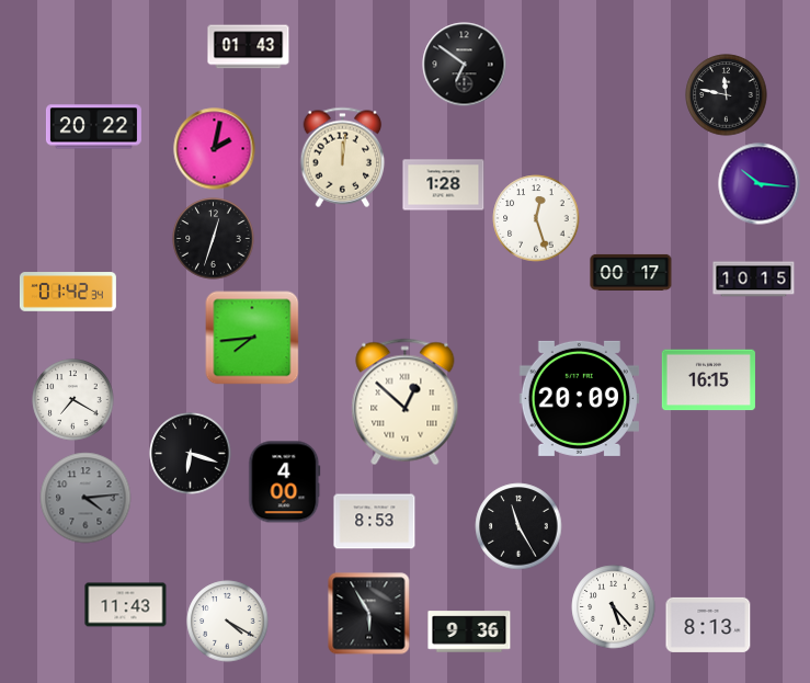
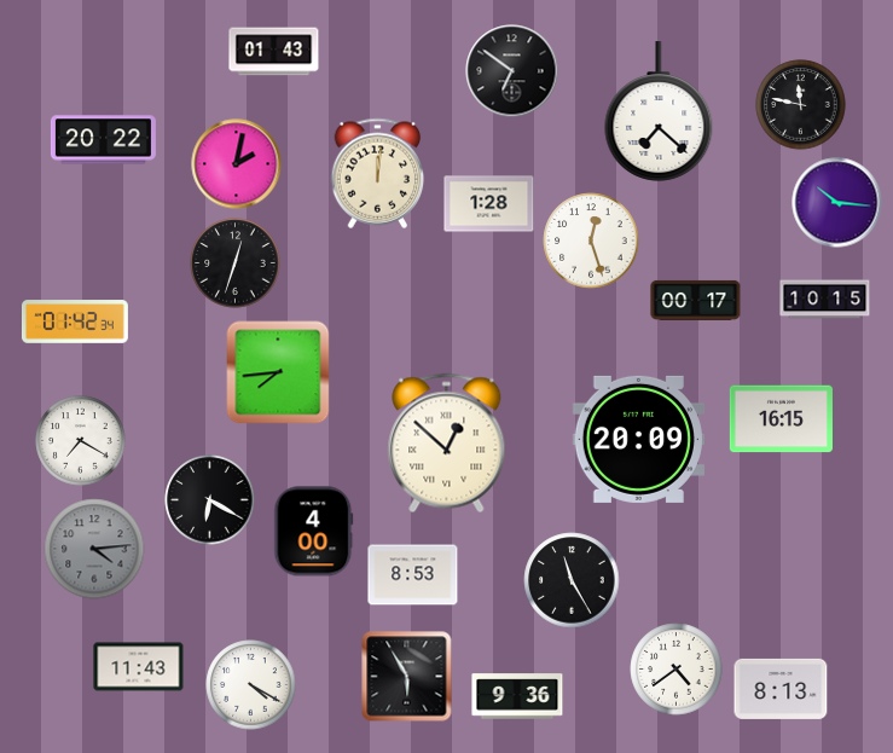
clock at (659, 111): none -> 7:22
clock at (754, 280) position: (754, 280) -> (825, 300)
clock at (191, 454): 6:18 -> 6:20
clock at (614, 607): 5:23 -> 4:39
